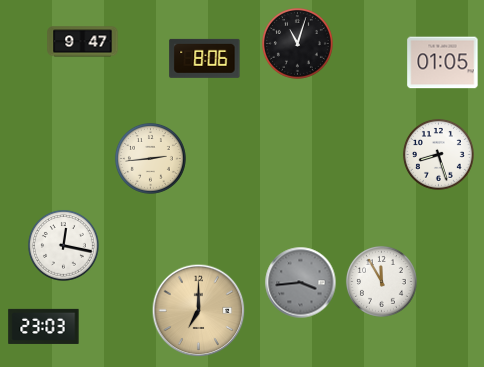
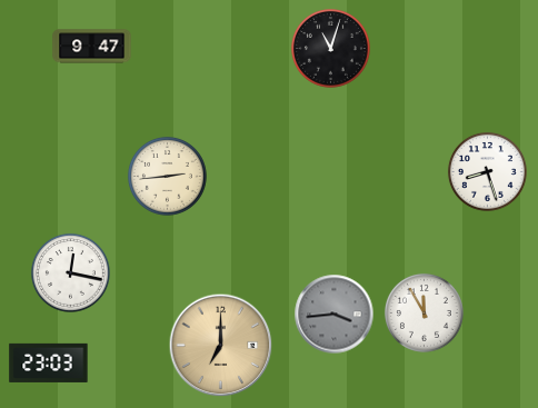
clock at (205, 58): 8:06 -> none
clock at (443, 63): 01:05 -> none
